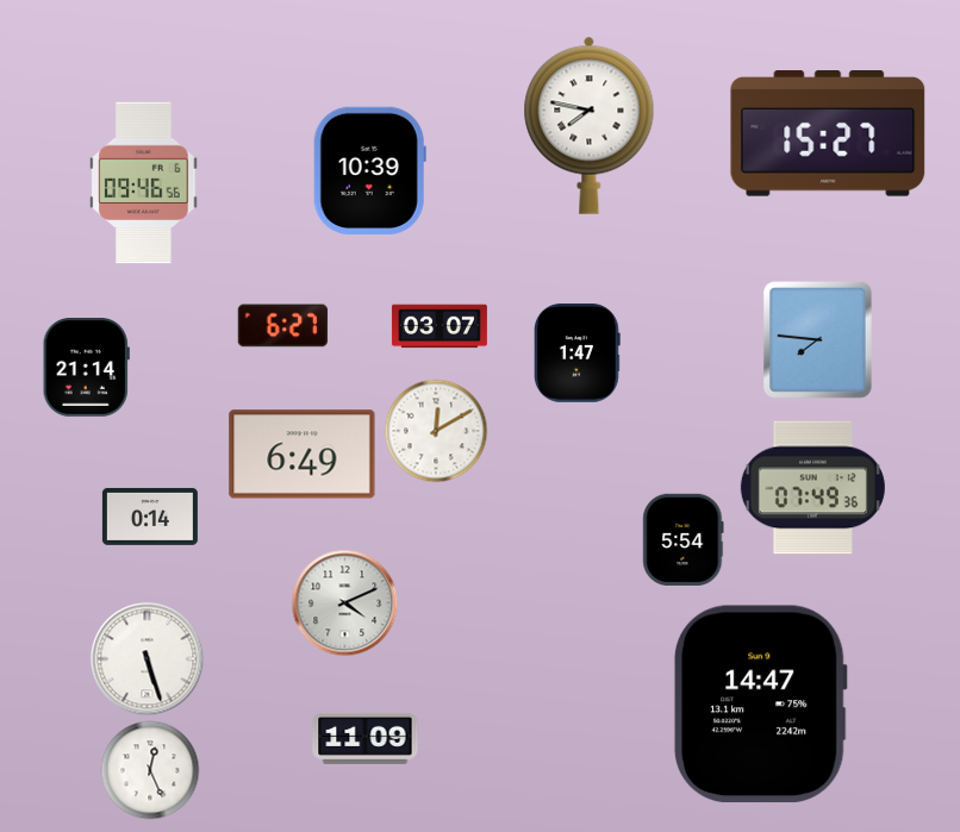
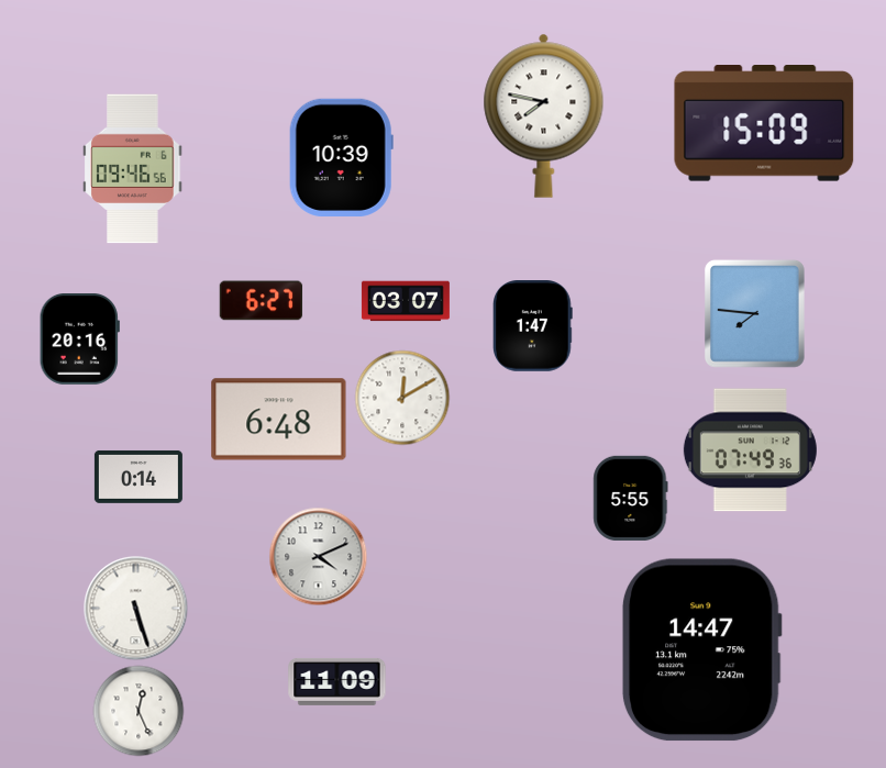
clock at (828, 133): 15:27 -> 15:09
clock at (86, 368): 21:14 -> 20:16
clock at (303, 455): 6:49 -> 6:48
clock at (684, 539): 5:54 -> 5:55
